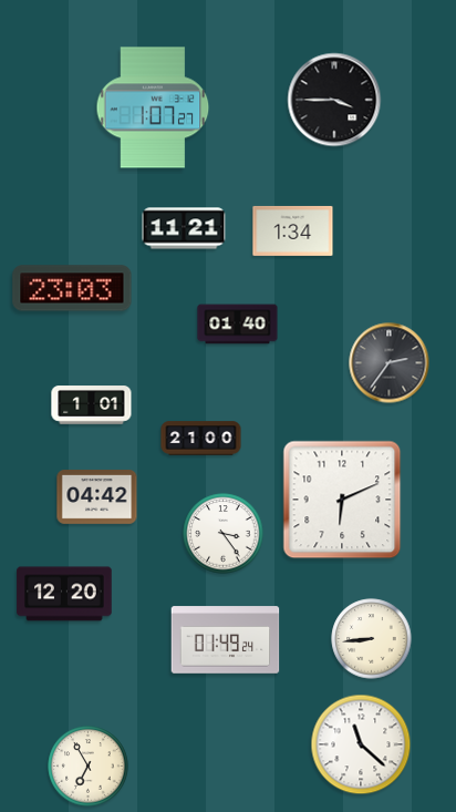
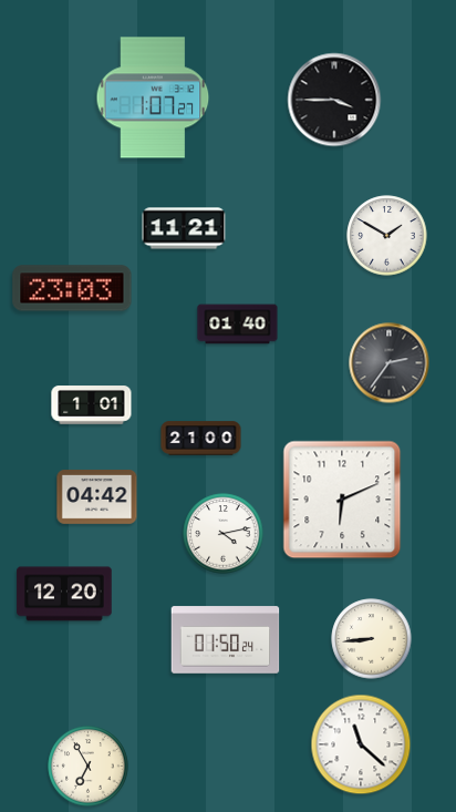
clock at (153, 107) position: (153, 107) -> (153, 97)
clock at (293, 230): 1:34 -> none
clock at (387, 236): none -> 1:50
clock at (224, 534): 3:24 -> 4:13
clock at (226, 640): 01:49 -> 01:50
